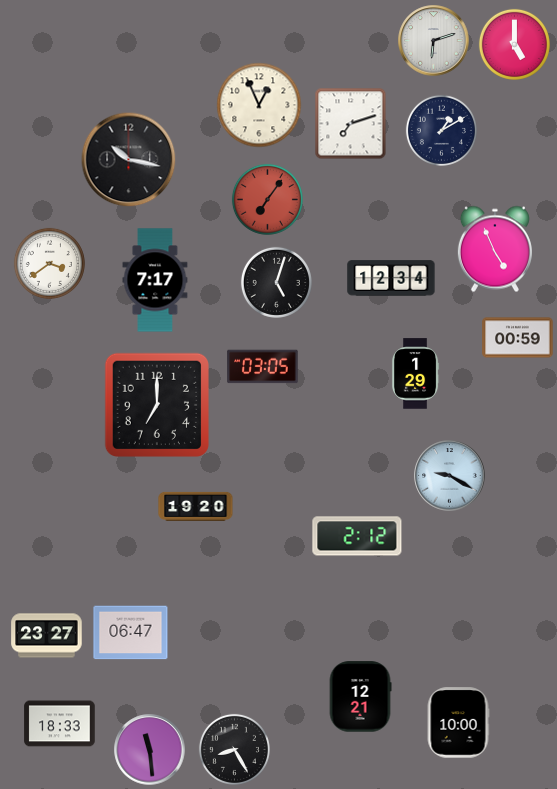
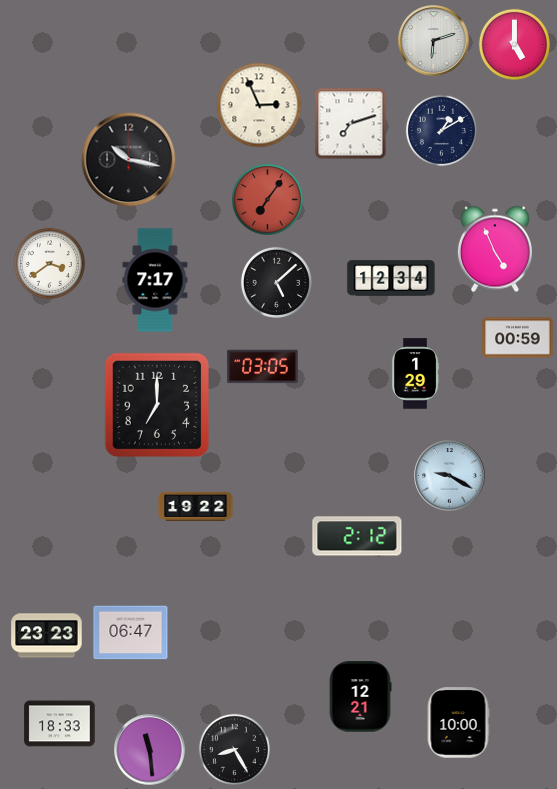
clock at (259, 105): 12:56 -> 2:56
clock at (276, 282): 5:03 -> 5:08
clock at (196, 506): 19:20 -> 19:22
clock at (47, 636): 23:27 -> 23:23
